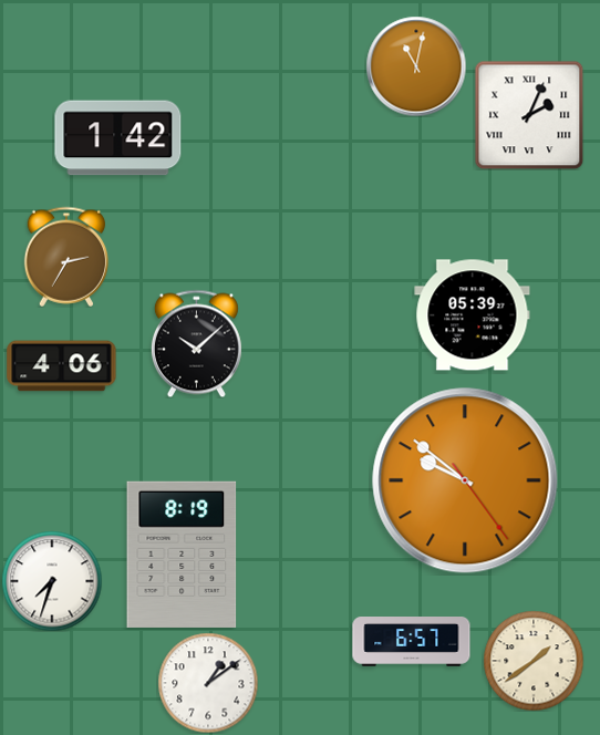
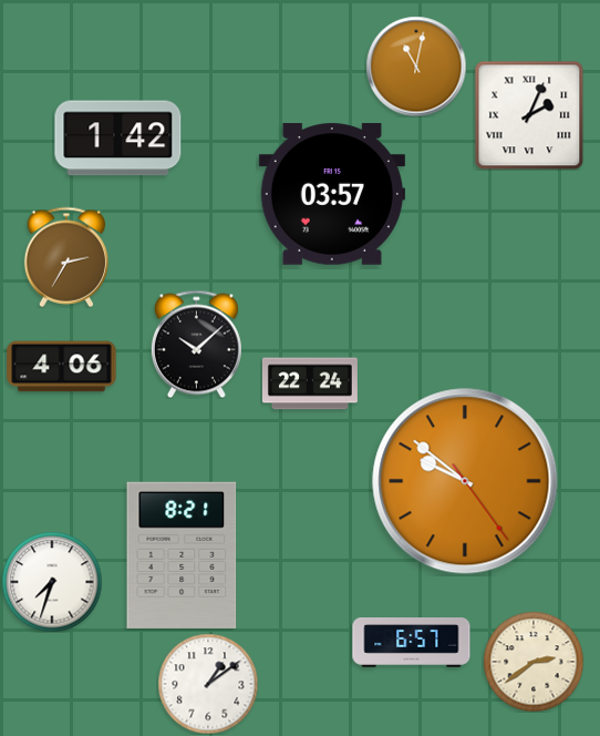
clock at (332, 194): none -> 03:57
clock at (473, 315): 05:39 -> none
clock at (310, 384): none -> 22:24
clock at (182, 555): 8:19 -> 8:21
clock at (534, 661): 1:39 -> 2:39
